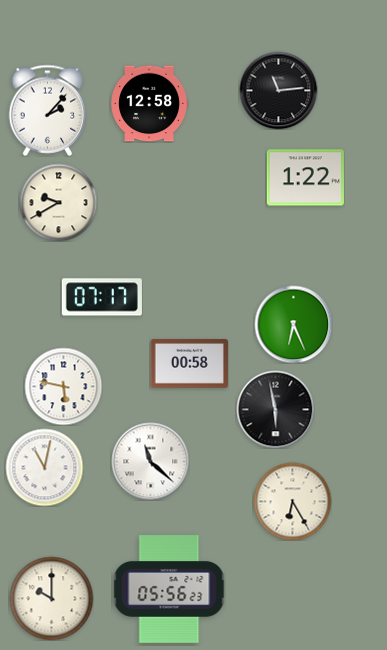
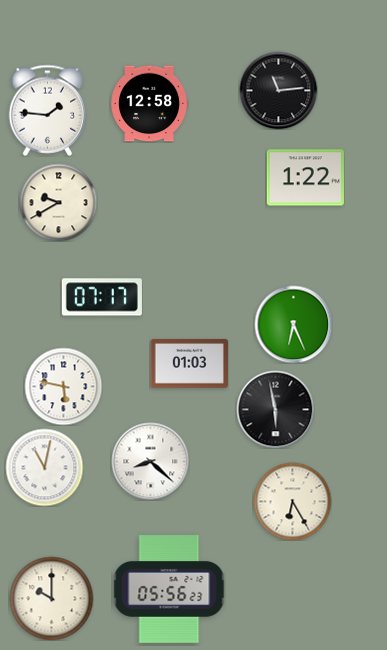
clock at (48, 110): 2:07 -> 1:46
clock at (189, 363): 00:58 -> 01:03
clock at (150, 461): 11:22 -> 8:22
